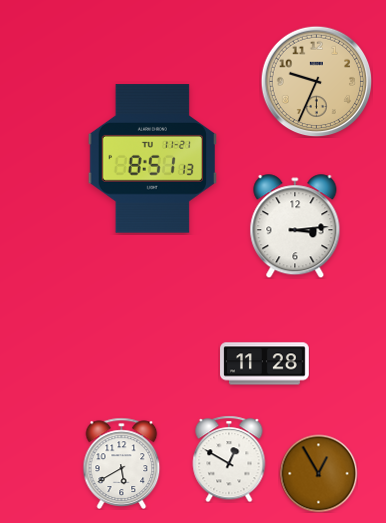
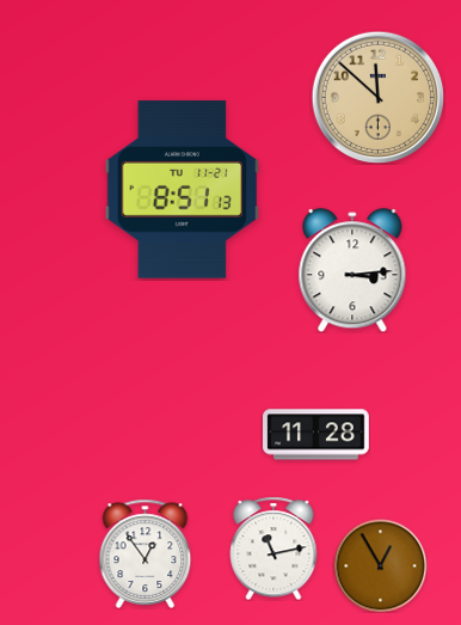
clock at (316, 81): 9:34 -> 11:52
clock at (229, 459): 12:50 -> 11:13
clock at (122, 463): 5:40 -> 12:54
